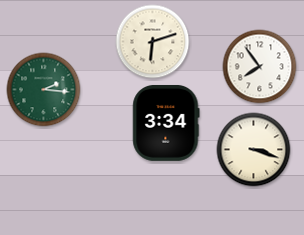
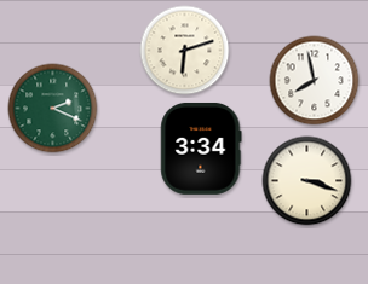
clock at (260, 67): 7:54 -> 7:58
clock at (44, 90): 2:16 -> 2:19
